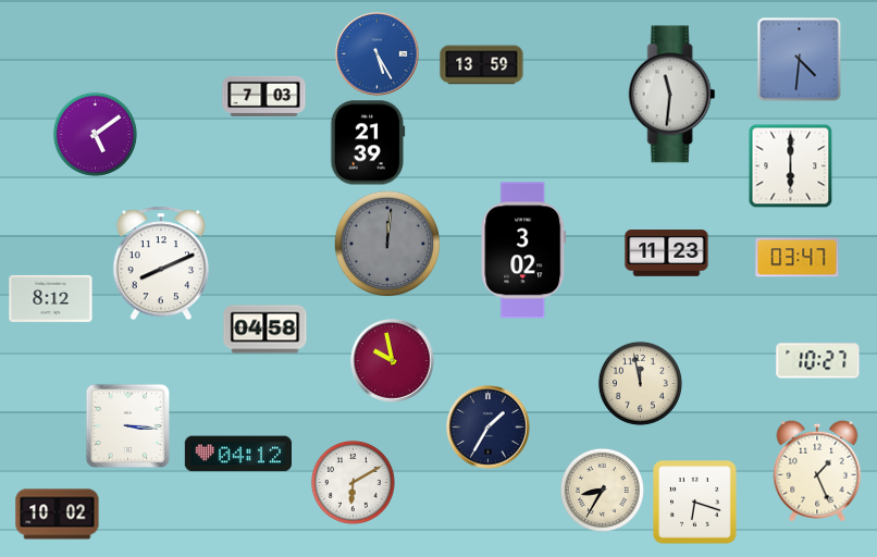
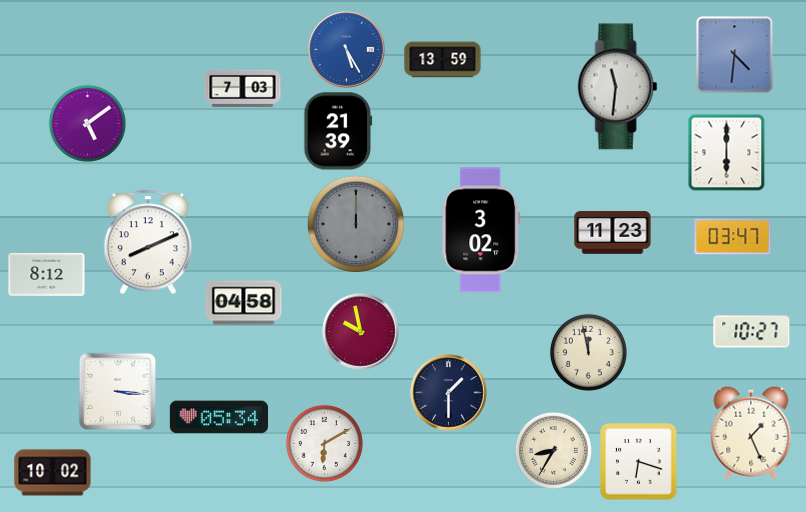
clock at (387, 244): 12:01 -> 12:00
clock at (489, 428): 1:35 -> 1:30
clock at (237, 454): 04:12 -> 05:34
